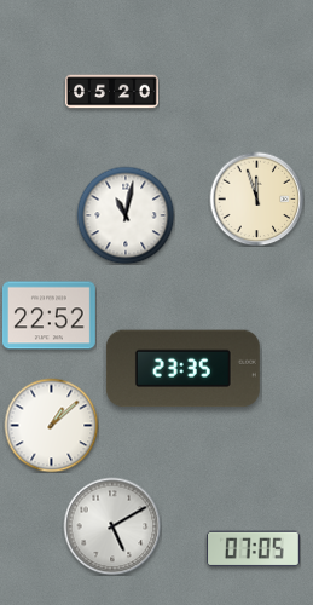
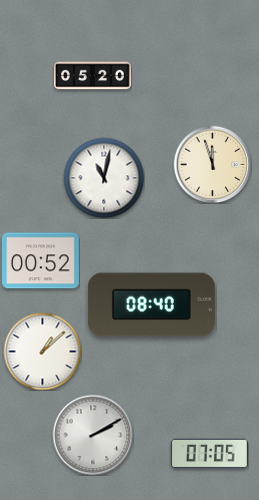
clock at (48, 316): 22:52 -> 00:52
clock at (182, 369): 23:35 -> 08:40
clock at (112, 526): 5:10 -> 2:10
